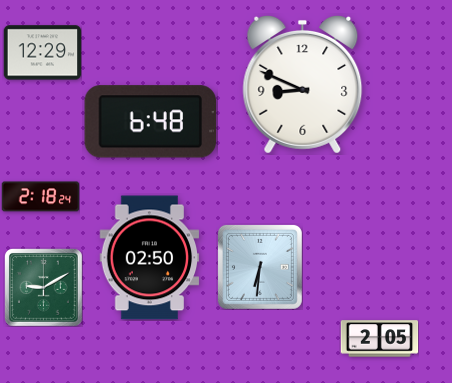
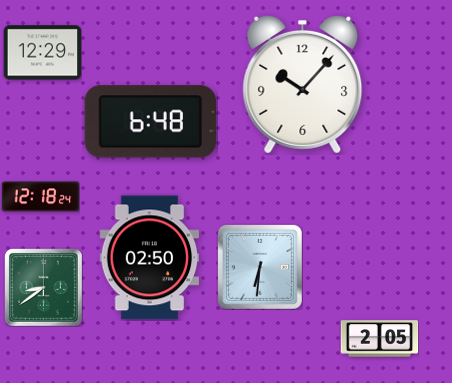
clock at (303, 84): 8:49 -> 10:07
clock at (40, 197): 2:18 -> 12:18
clock at (44, 288): 9:10 -> 8:39
